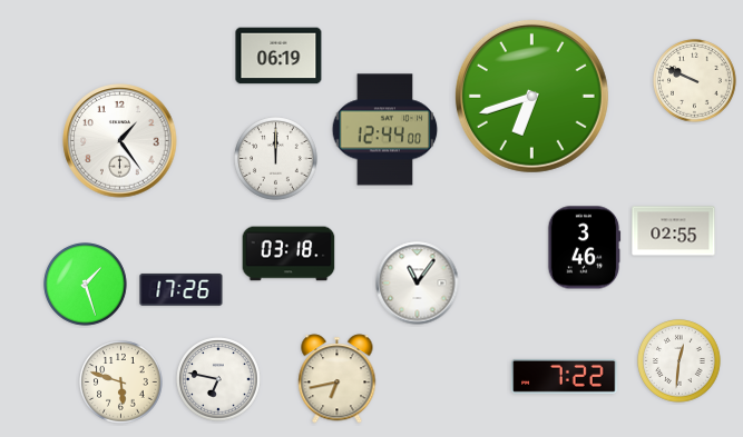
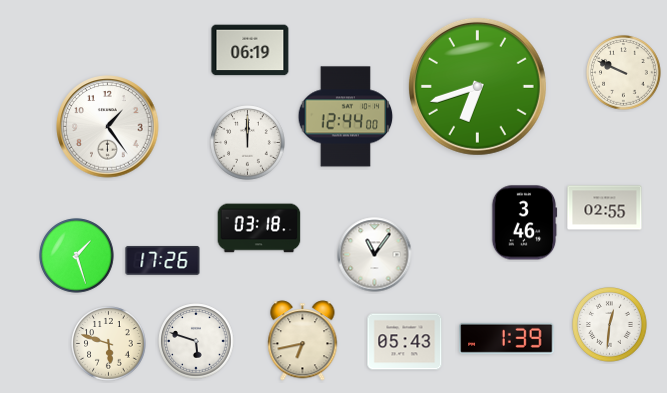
clock at (565, 376): 7:22 -> 1:39
clock at (218, 379): 6:47 -> 5:48
clock at (405, 342): none -> 05:43
